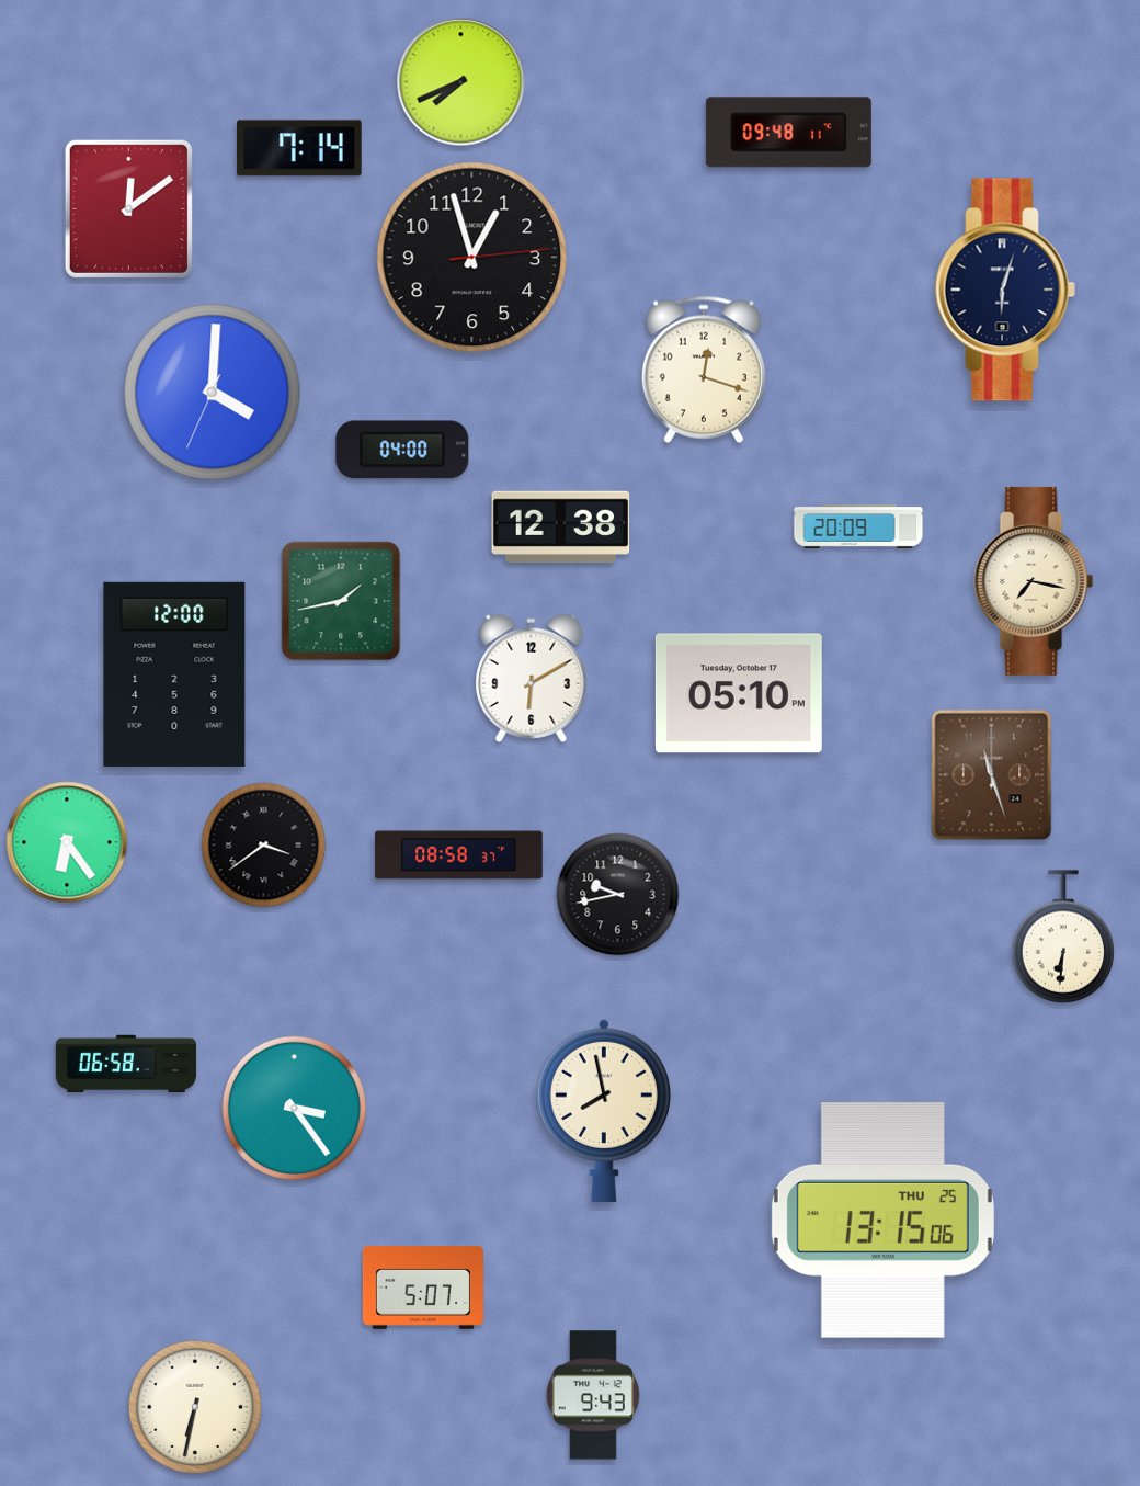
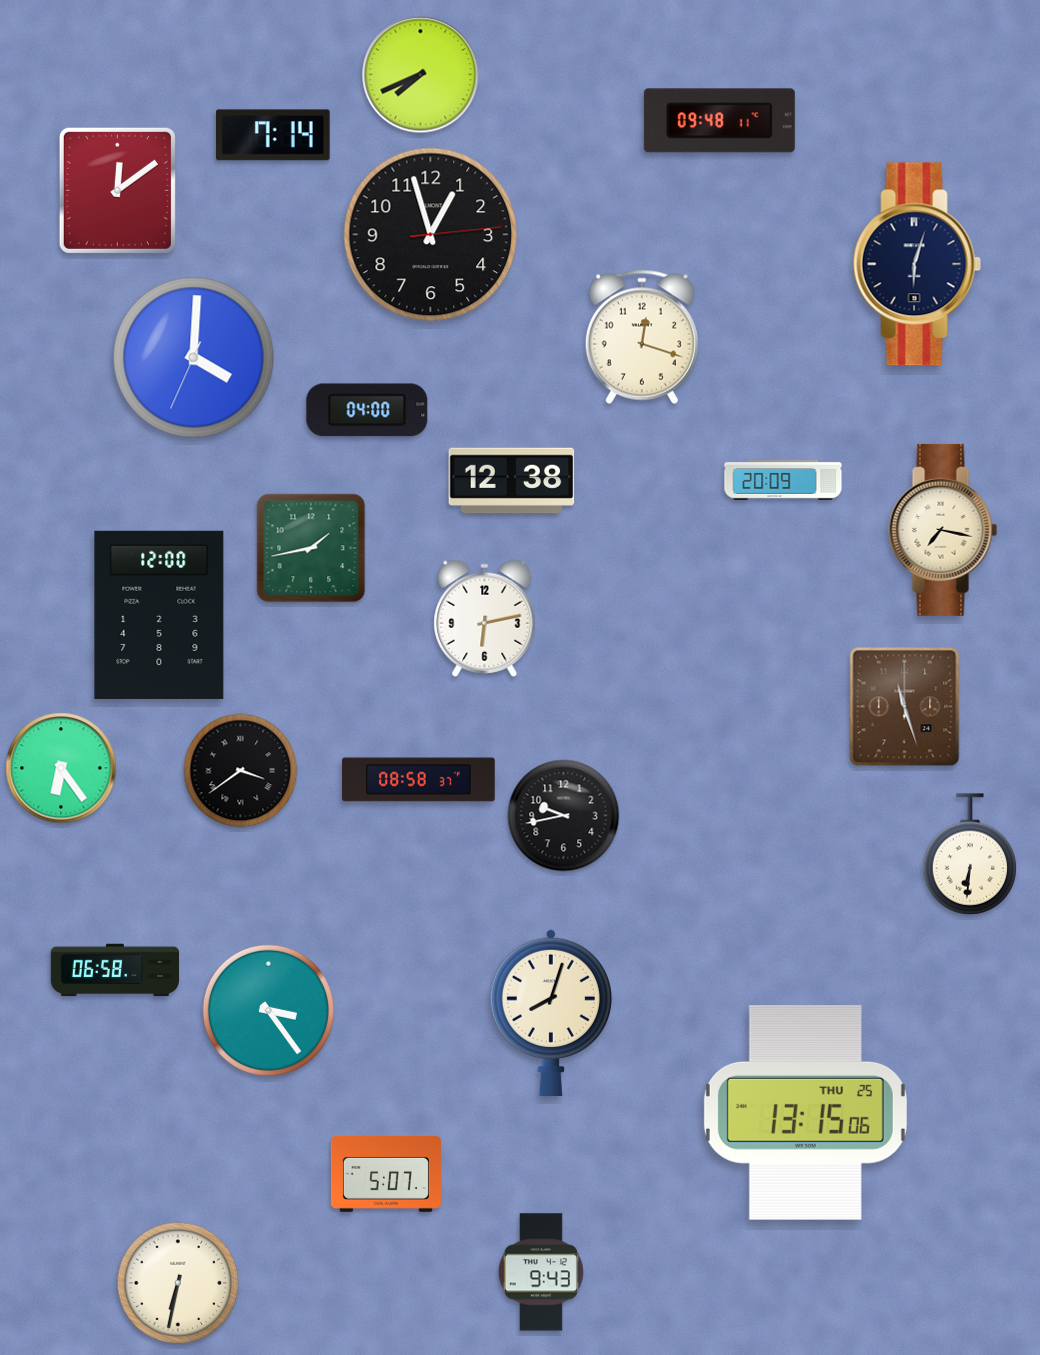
clock at (532, 678): 6:10 -> 6:13
clock at (739, 693): 05:10 -> none
clock at (604, 1111): 7:58 -> 8:03
